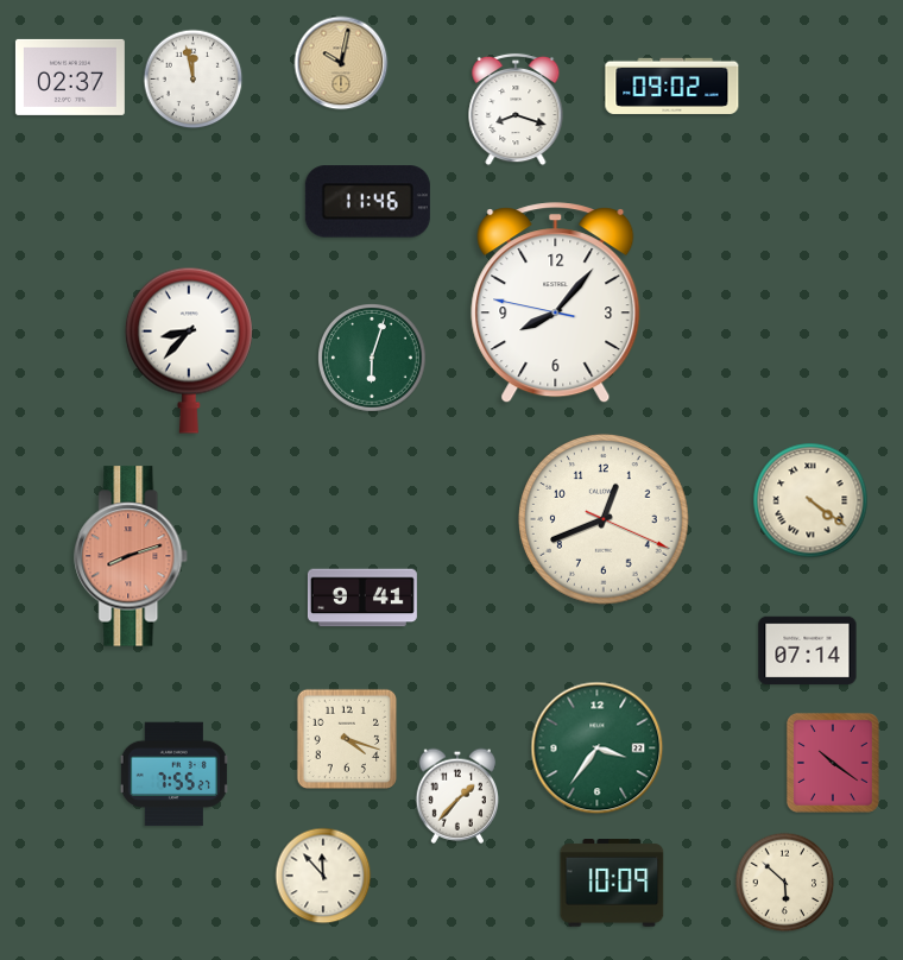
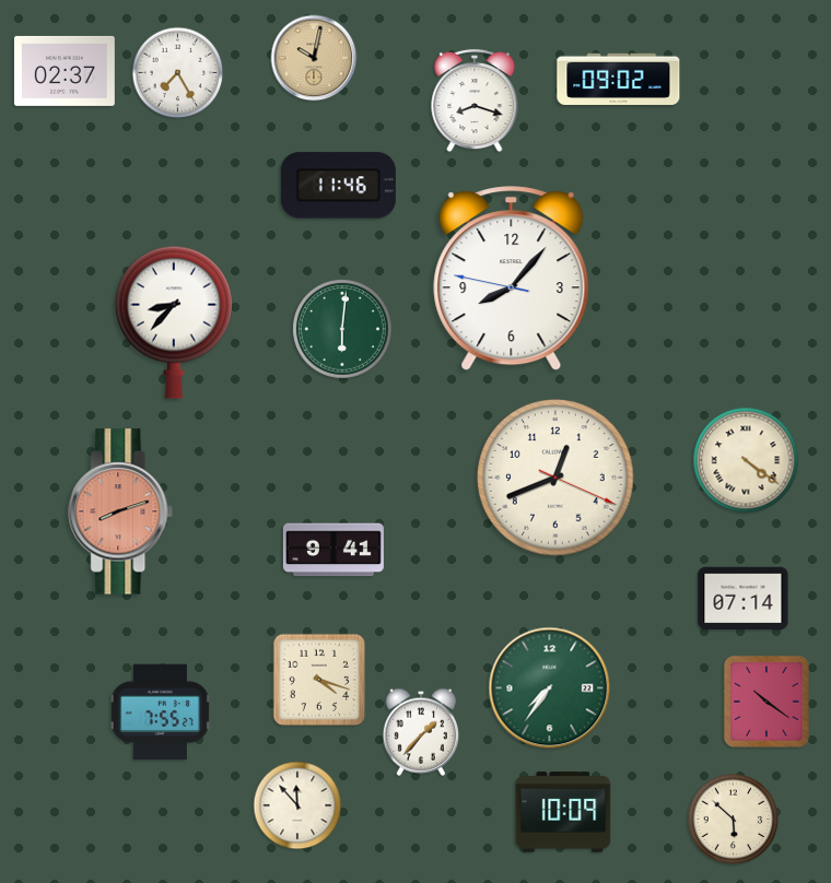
clock at (194, 80): 11:58 -> 7:25
clock at (373, 359): 6:03 -> 6:01
clock at (598, 749): 3:36 -> 7:36
clock at (785, 883) position: (785, 883) -> (734, 820)
